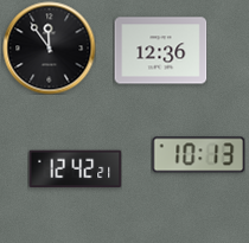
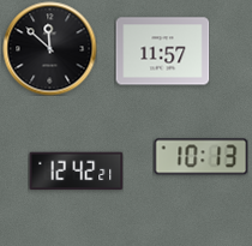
clock at (49, 47): 11:54 -> 11:52
clock at (160, 51): 12:36 -> 11:57
